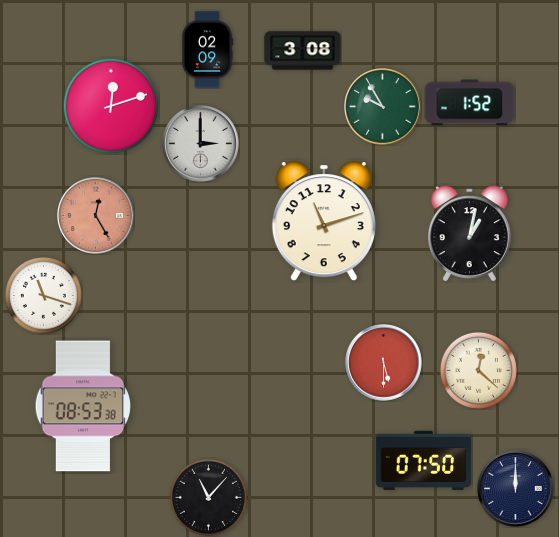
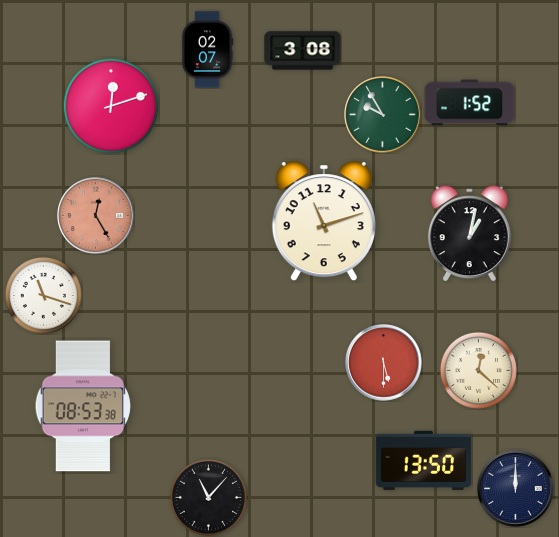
clock at (207, 50): 02:09 -> 02:07
clock at (383, 107) position: (383, 107) -> (383, 115)
clock at (201, 144): 3:00 -> none
clock at (424, 460): 07:50 -> 13:50
